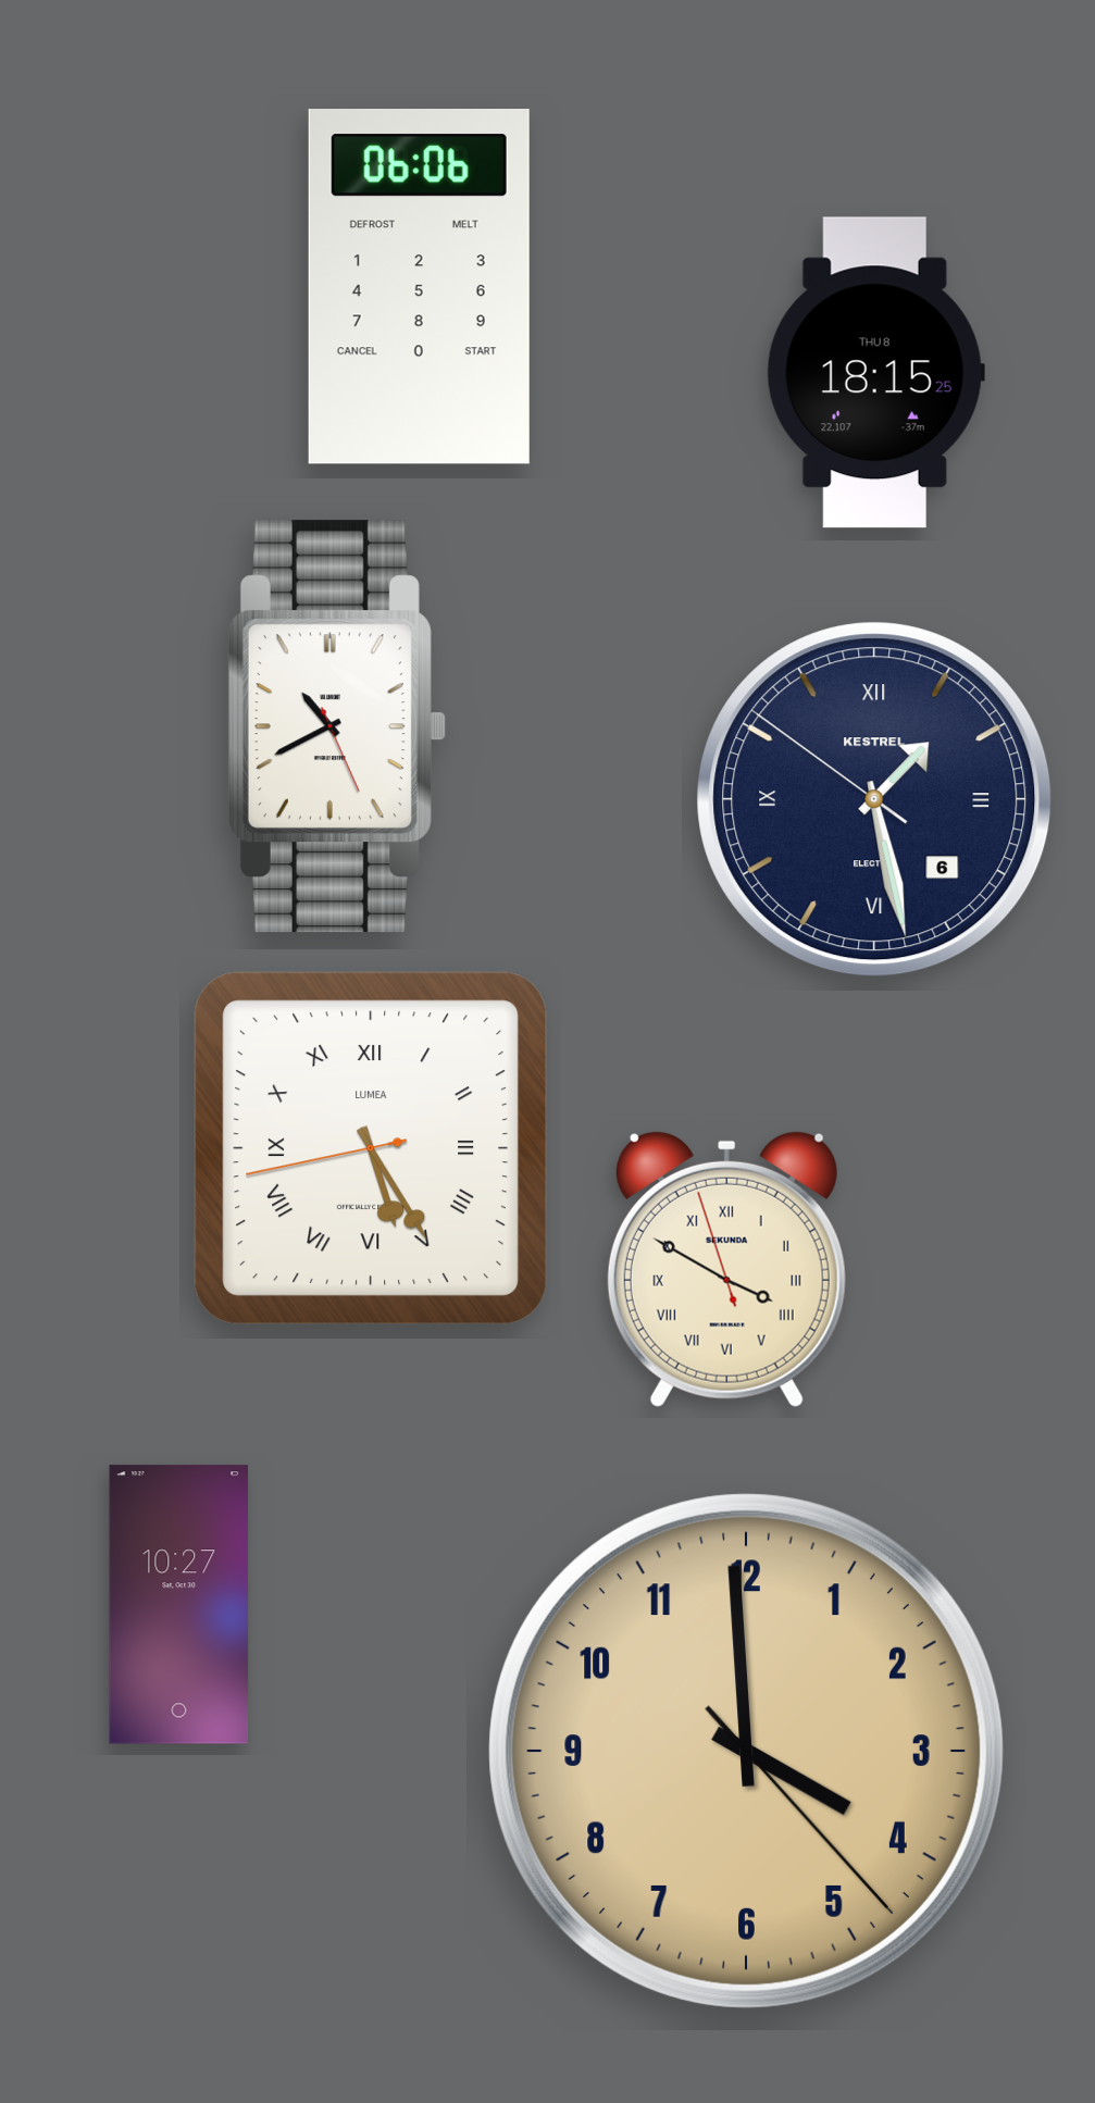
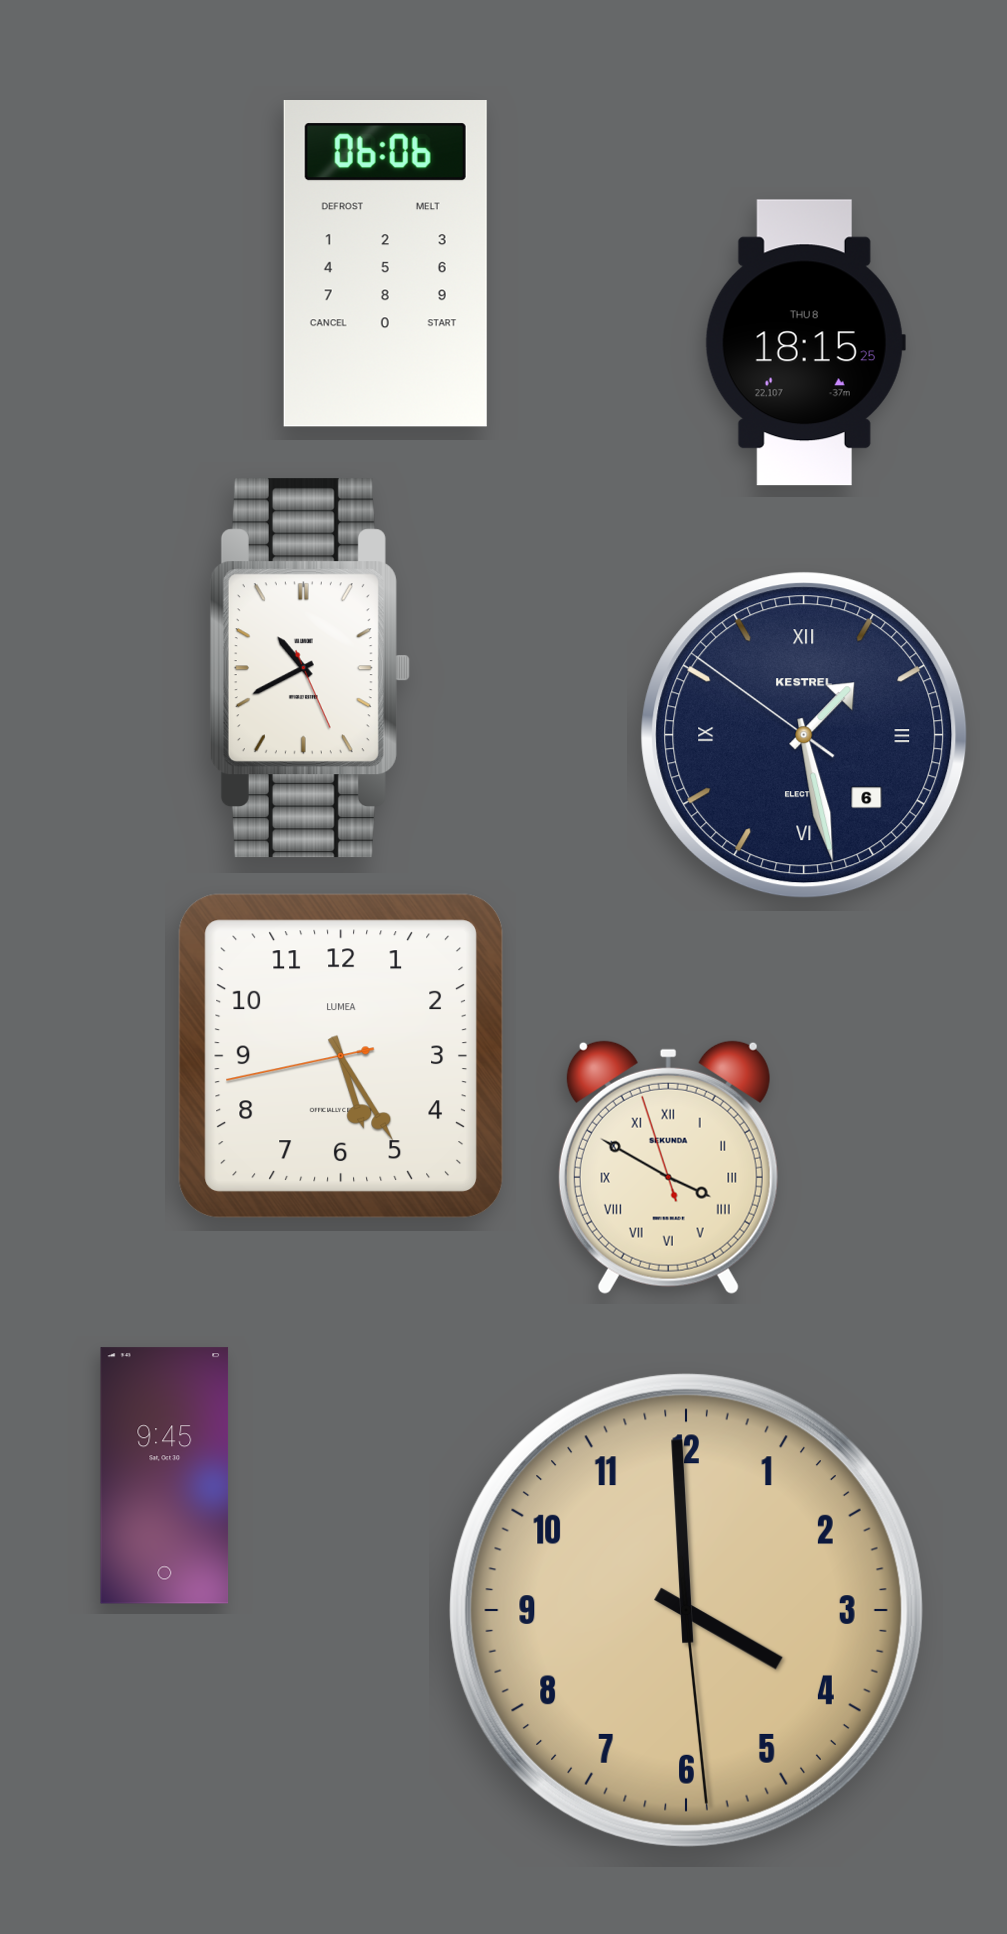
clock at (371, 1148) numerals: Roman -> Arabic
clock at (179, 1605): 10:27 -> 9:45
clock at (746, 1751): 3:59:23 -> 3:59:29
